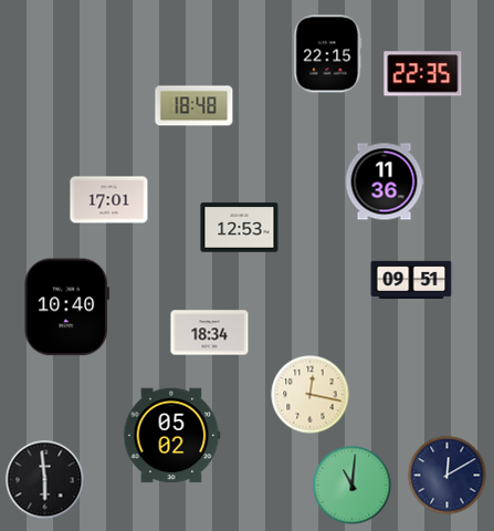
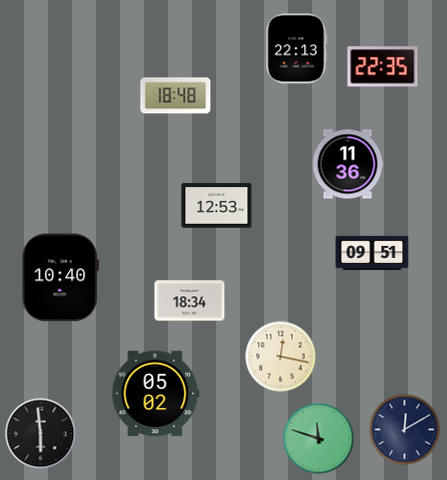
clock at (328, 54): 22:15 -> 22:13
clock at (109, 200): 17:01 -> none
clock at (353, 486): 11:01 -> 11:48
